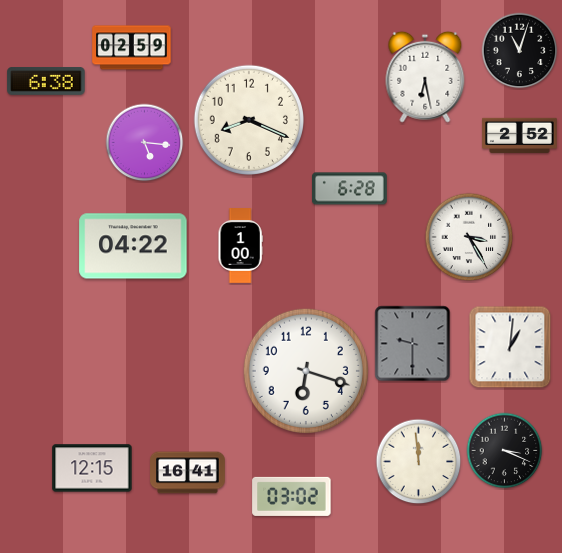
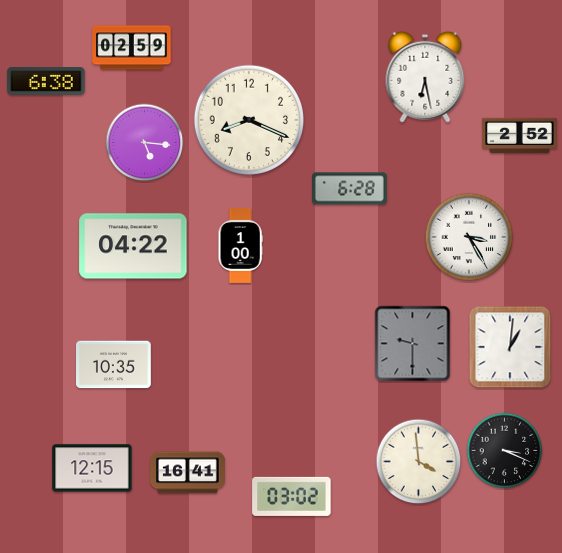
clock at (520, 51): 11:03 -> none
clock at (114, 365): none -> 10:35
clock at (306, 371): 6:18 -> none
clock at (419, 462): 11:59 -> 3:59
